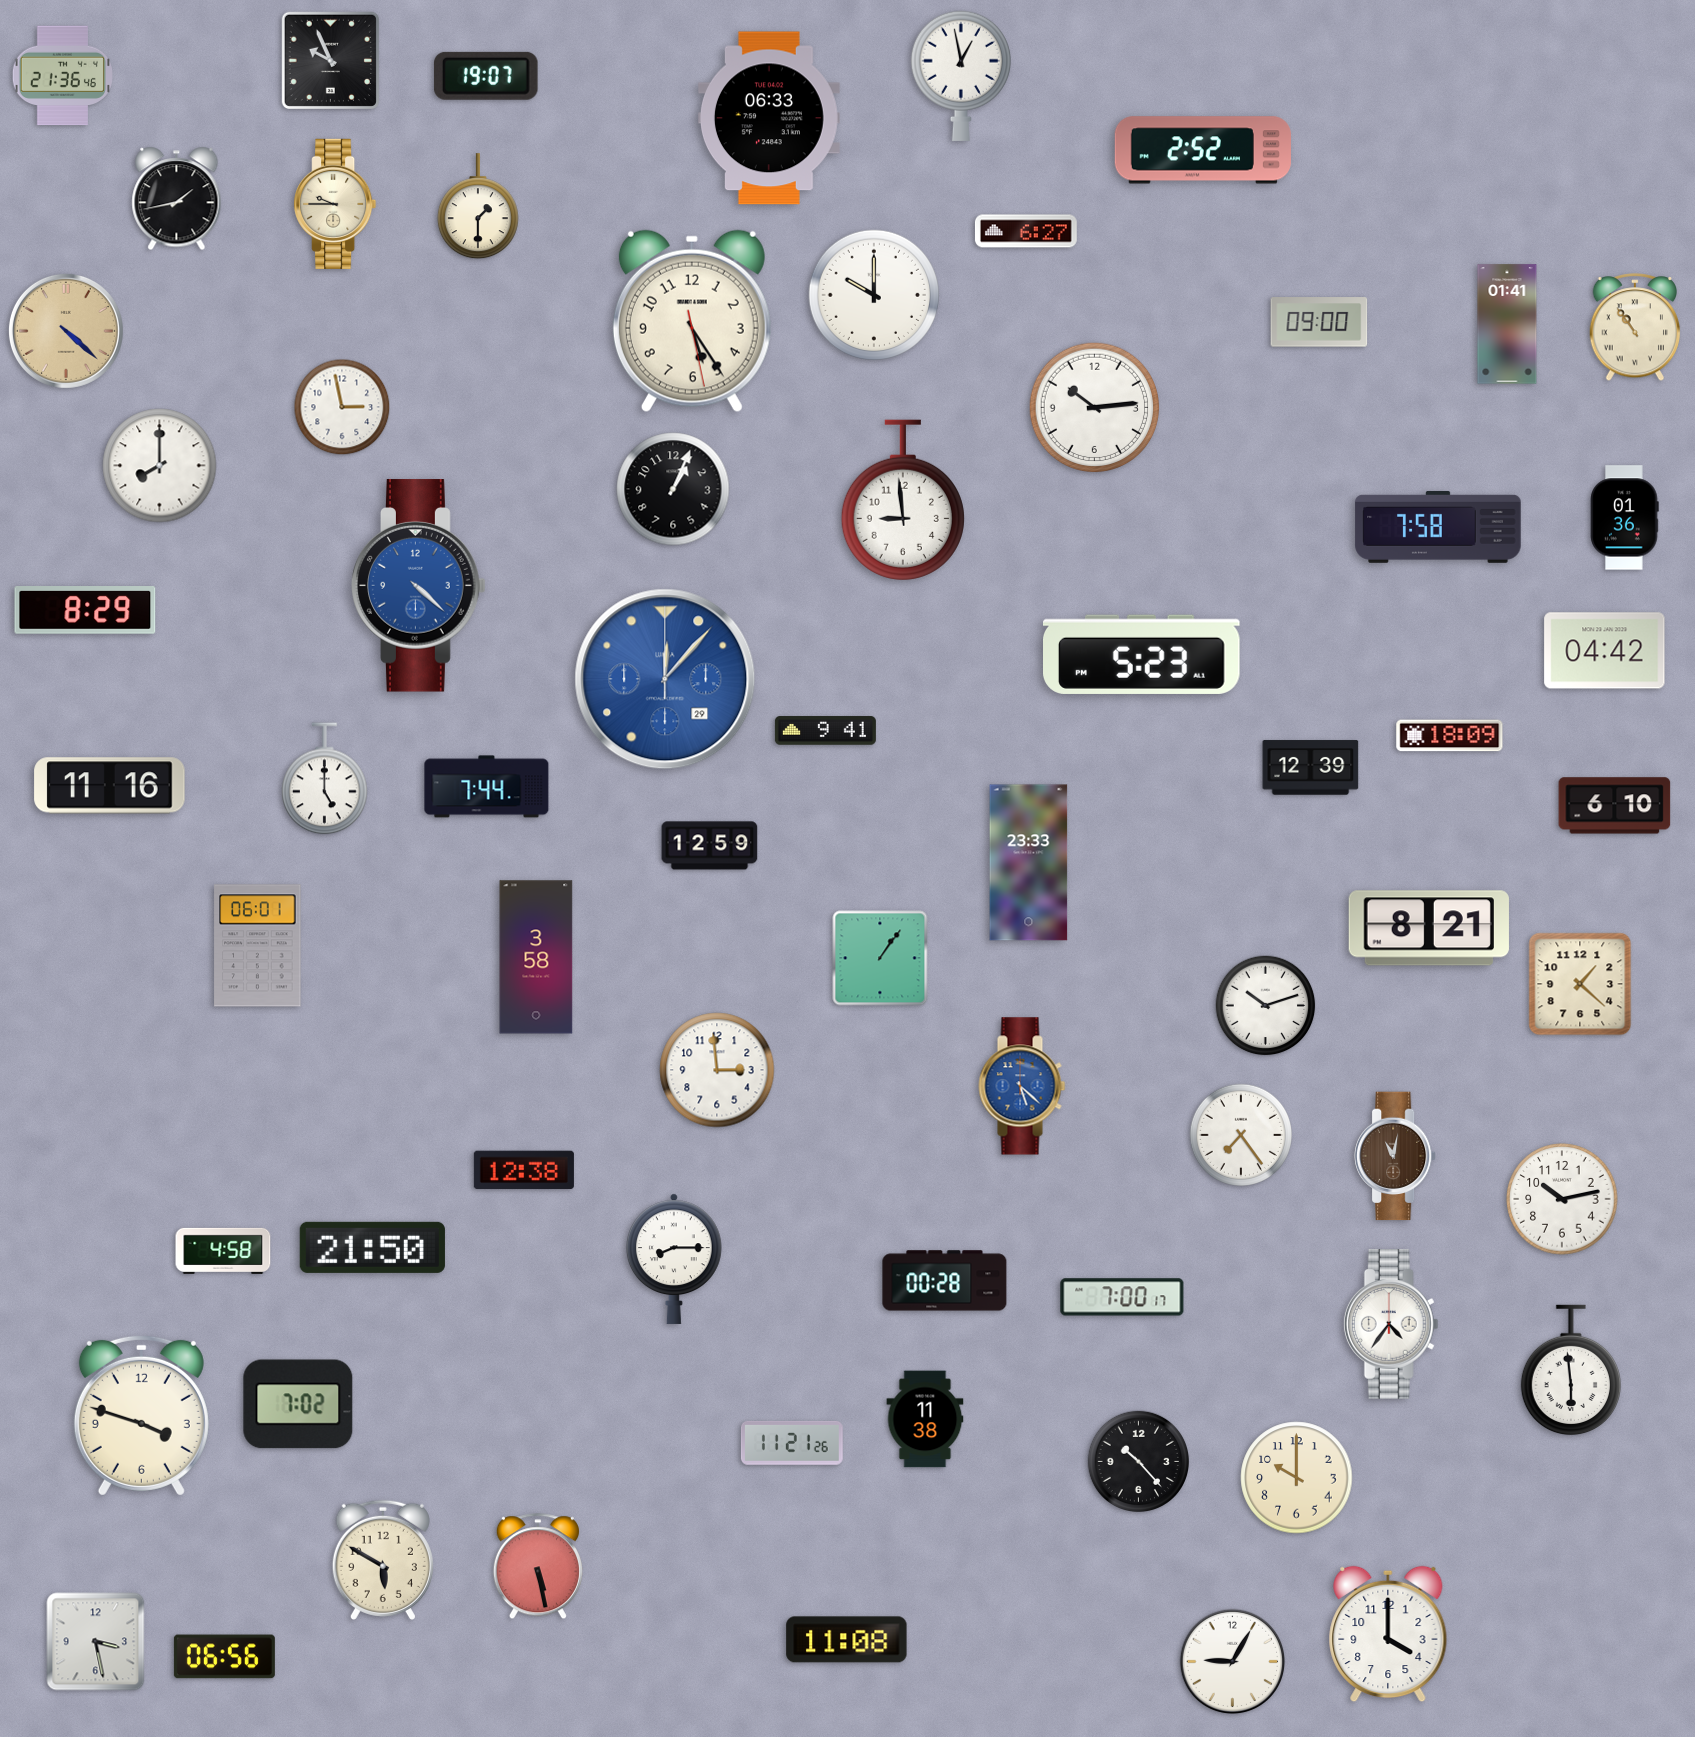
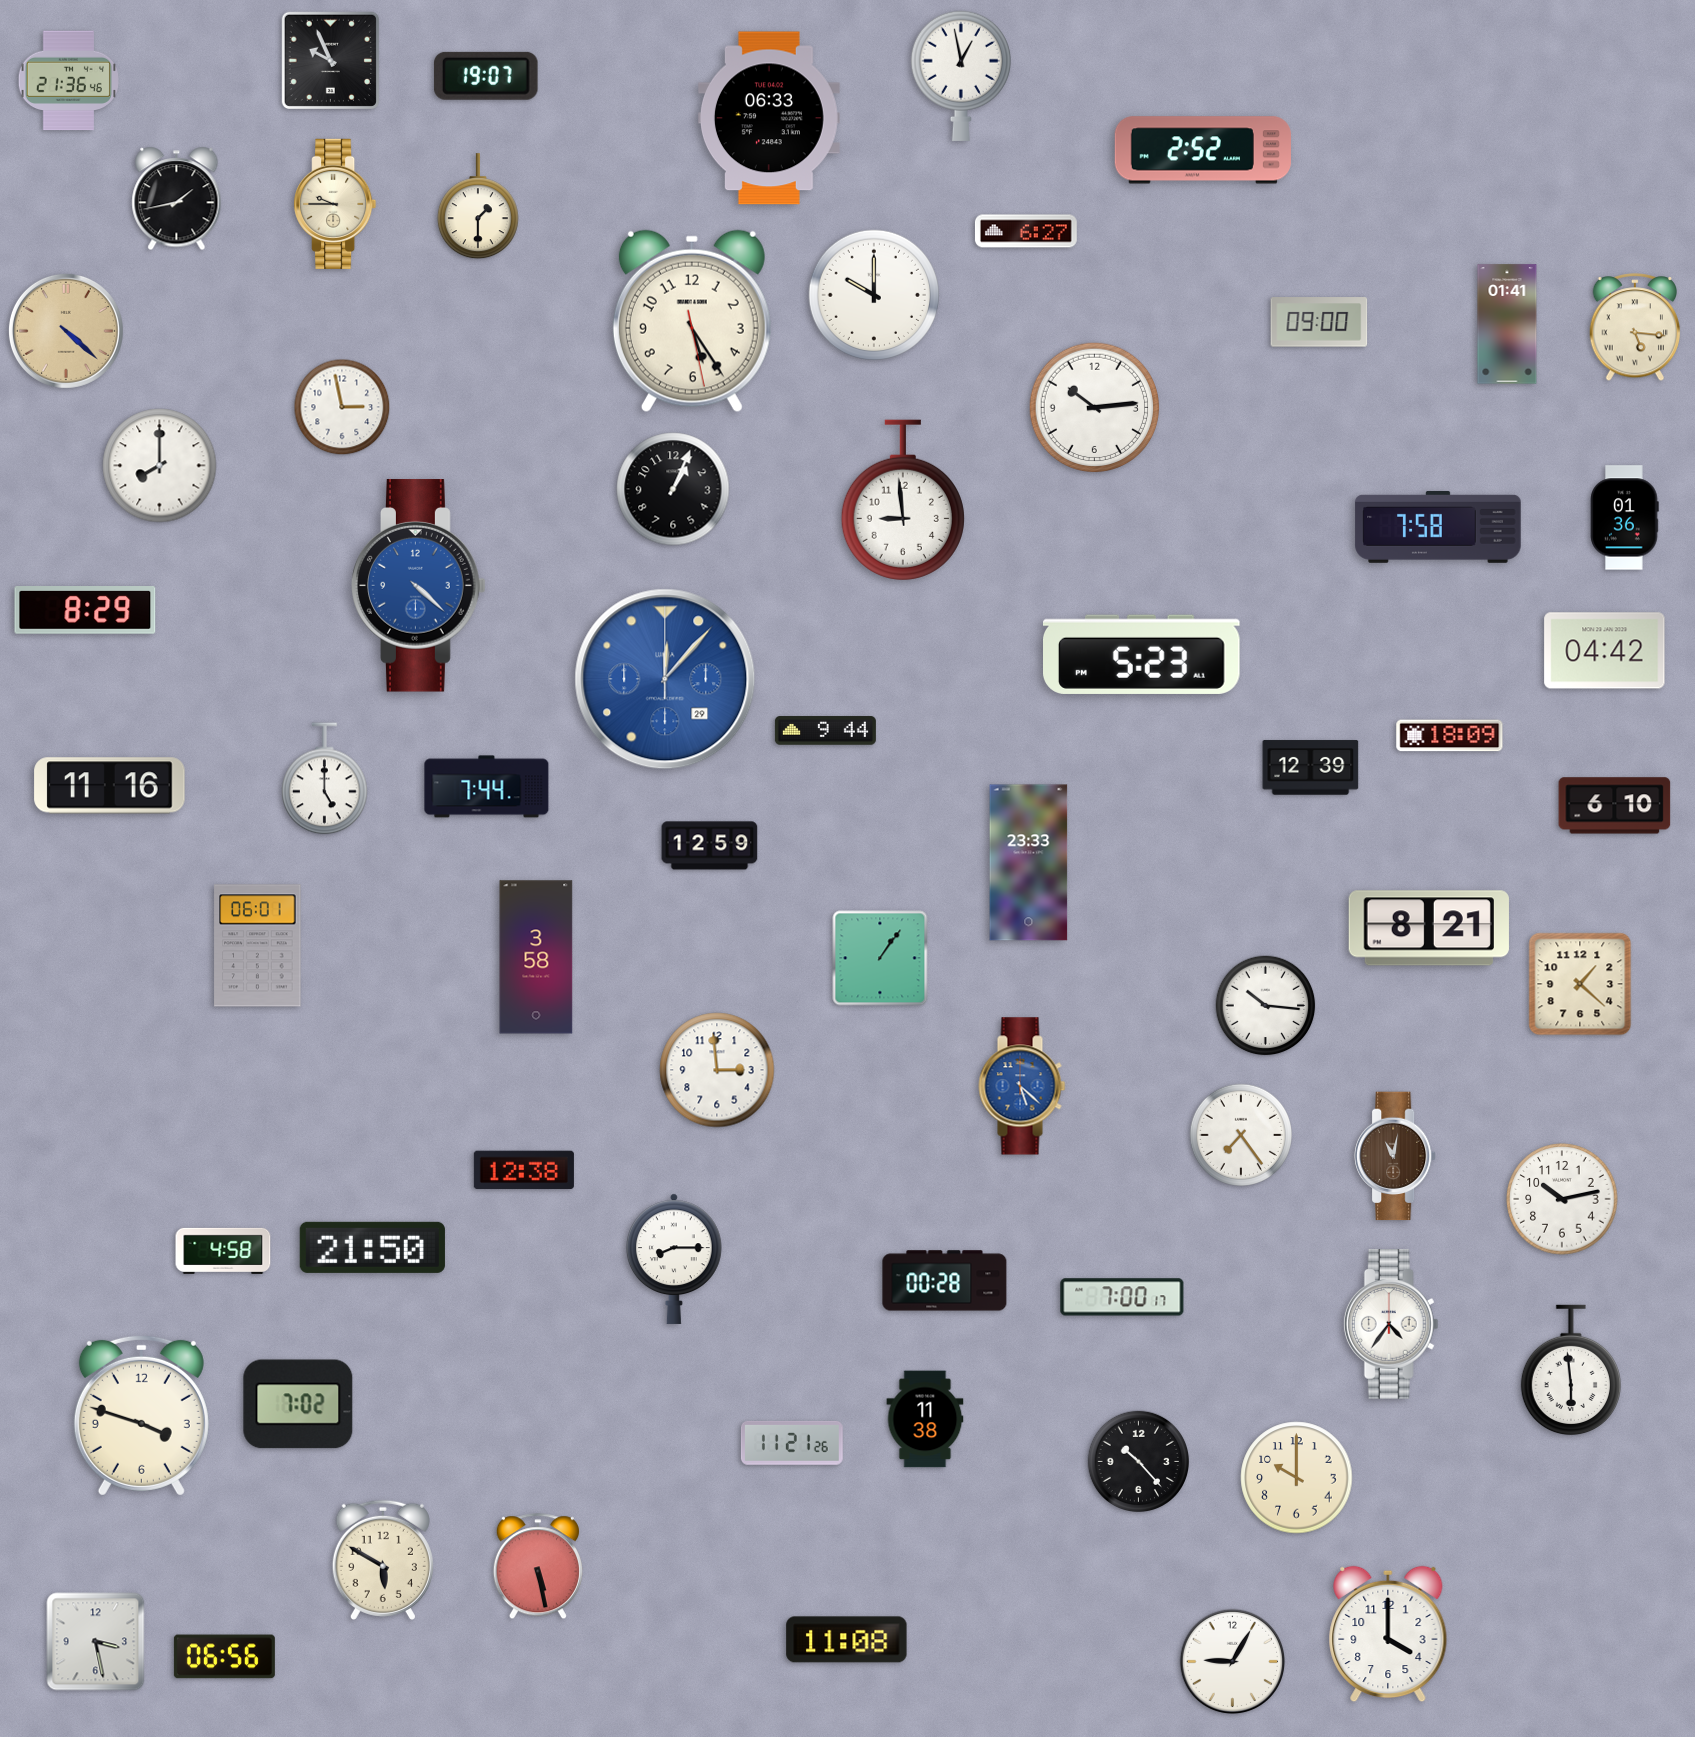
clock at (62, 76) position: (62, 76) -> (68, 81)
clock at (1635, 328): 10:54 -> 5:16
clock at (825, 731): 9:41 -> 9:44
clock at (1266, 1006): 10:12 -> 10:16
